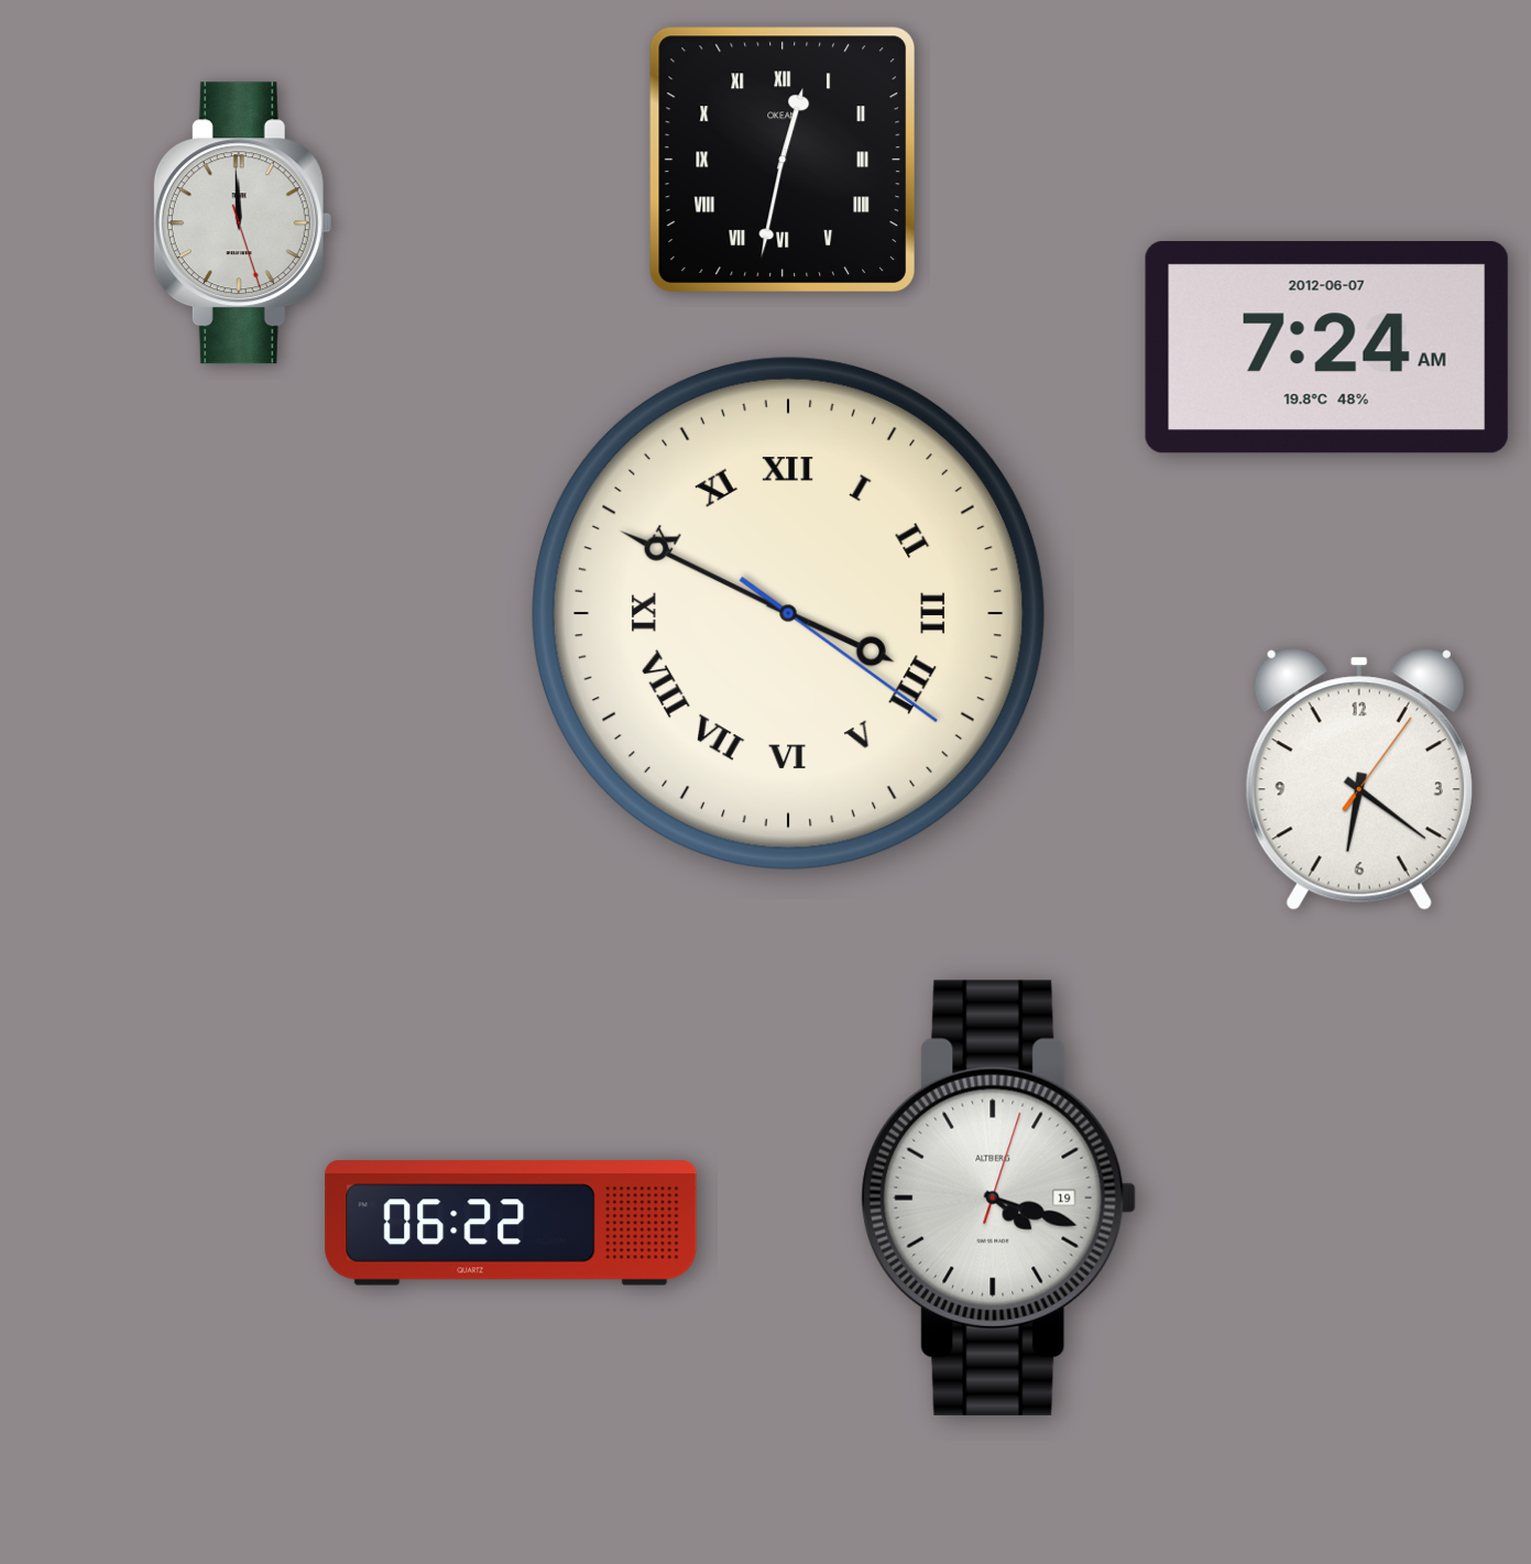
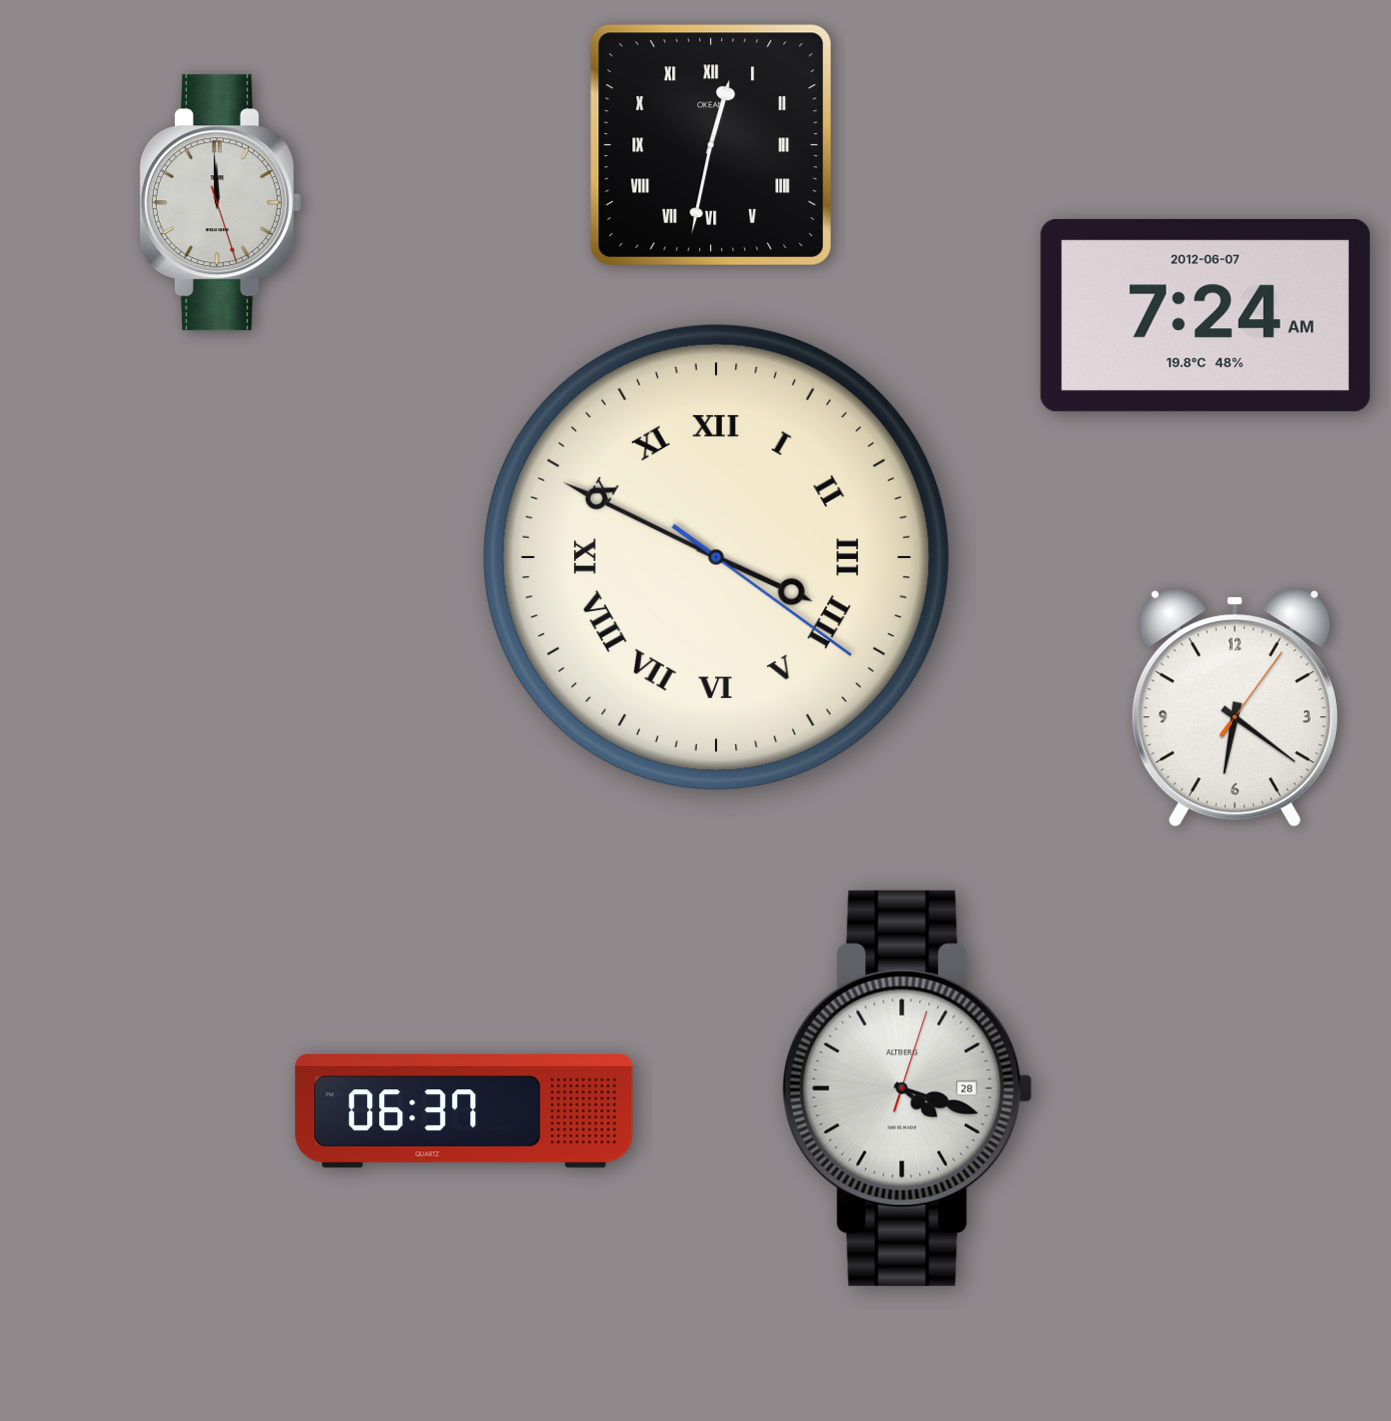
clock at (999, 1197) date: 19 -> 28
clock at (511, 1223): 06:22 -> 06:37
